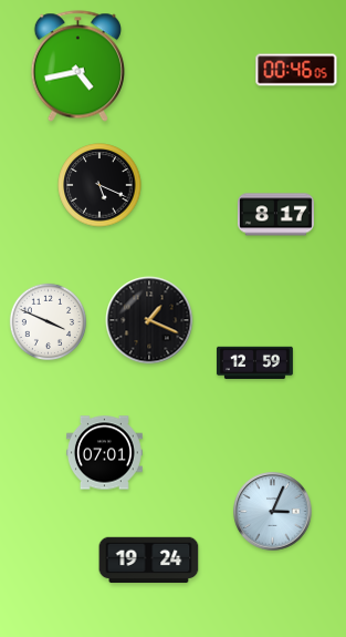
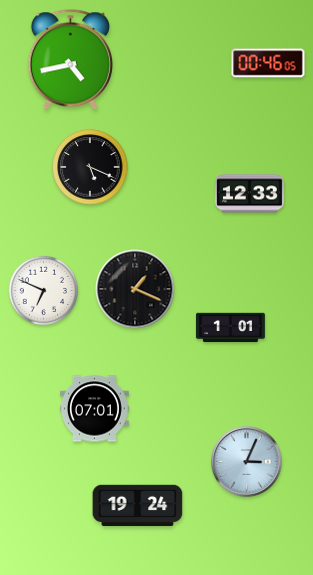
clock at (275, 215): 8:17 -> 12:33
clock at (49, 322): 3:49 -> 6:49
clock at (254, 363): 12:59 -> 1:01
clock at (149, 561) position: (149, 561) -> (138, 506)
